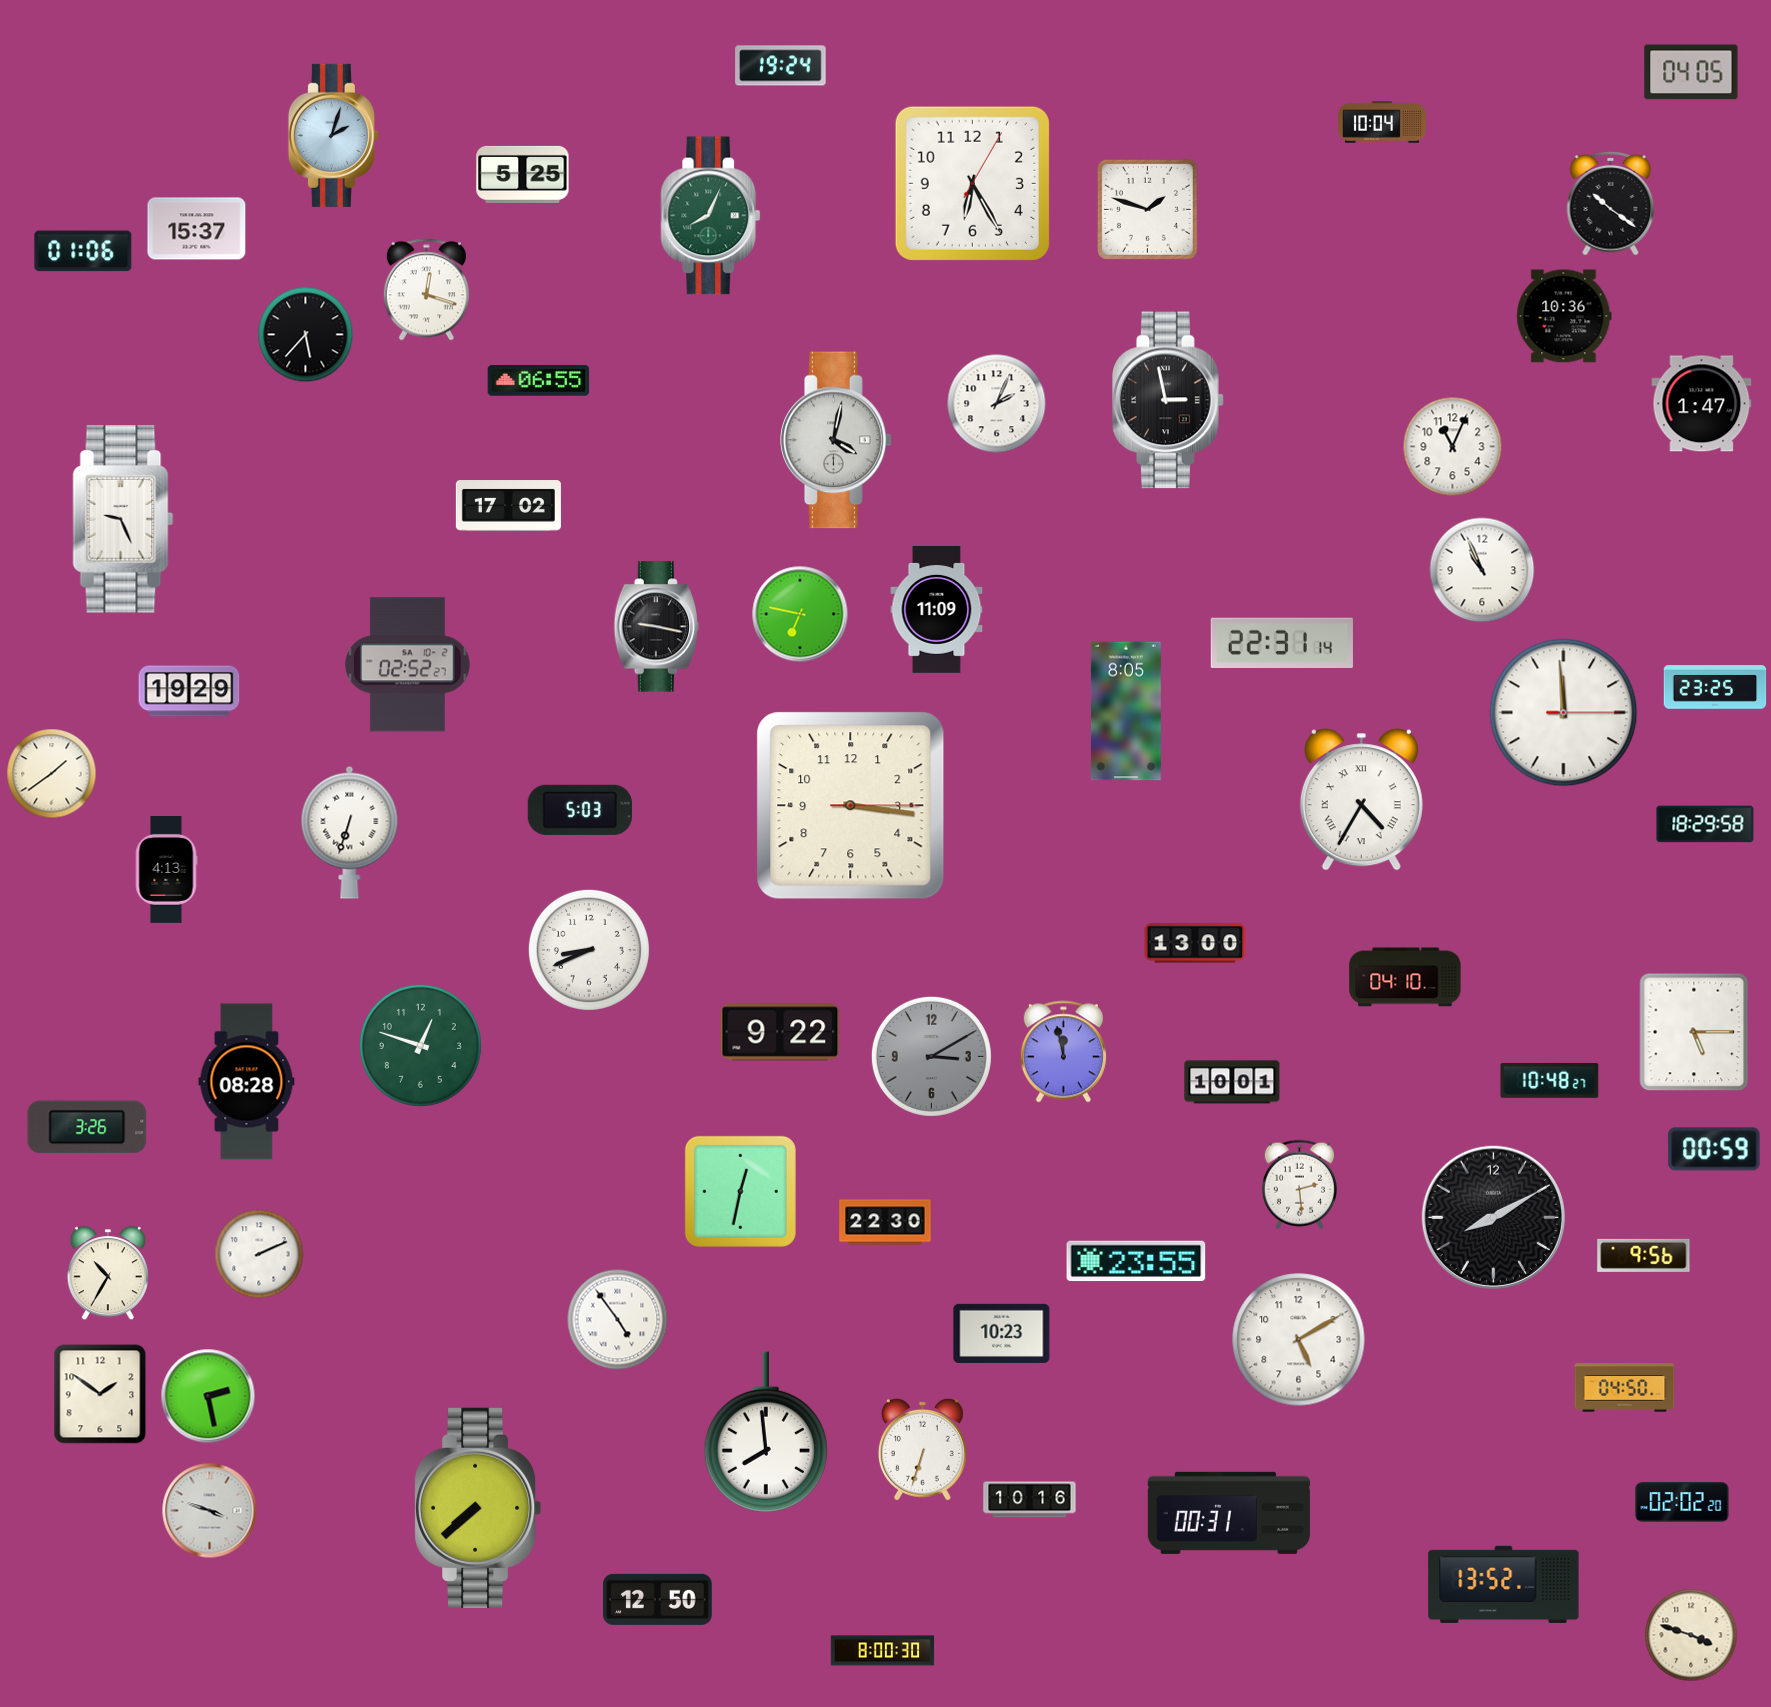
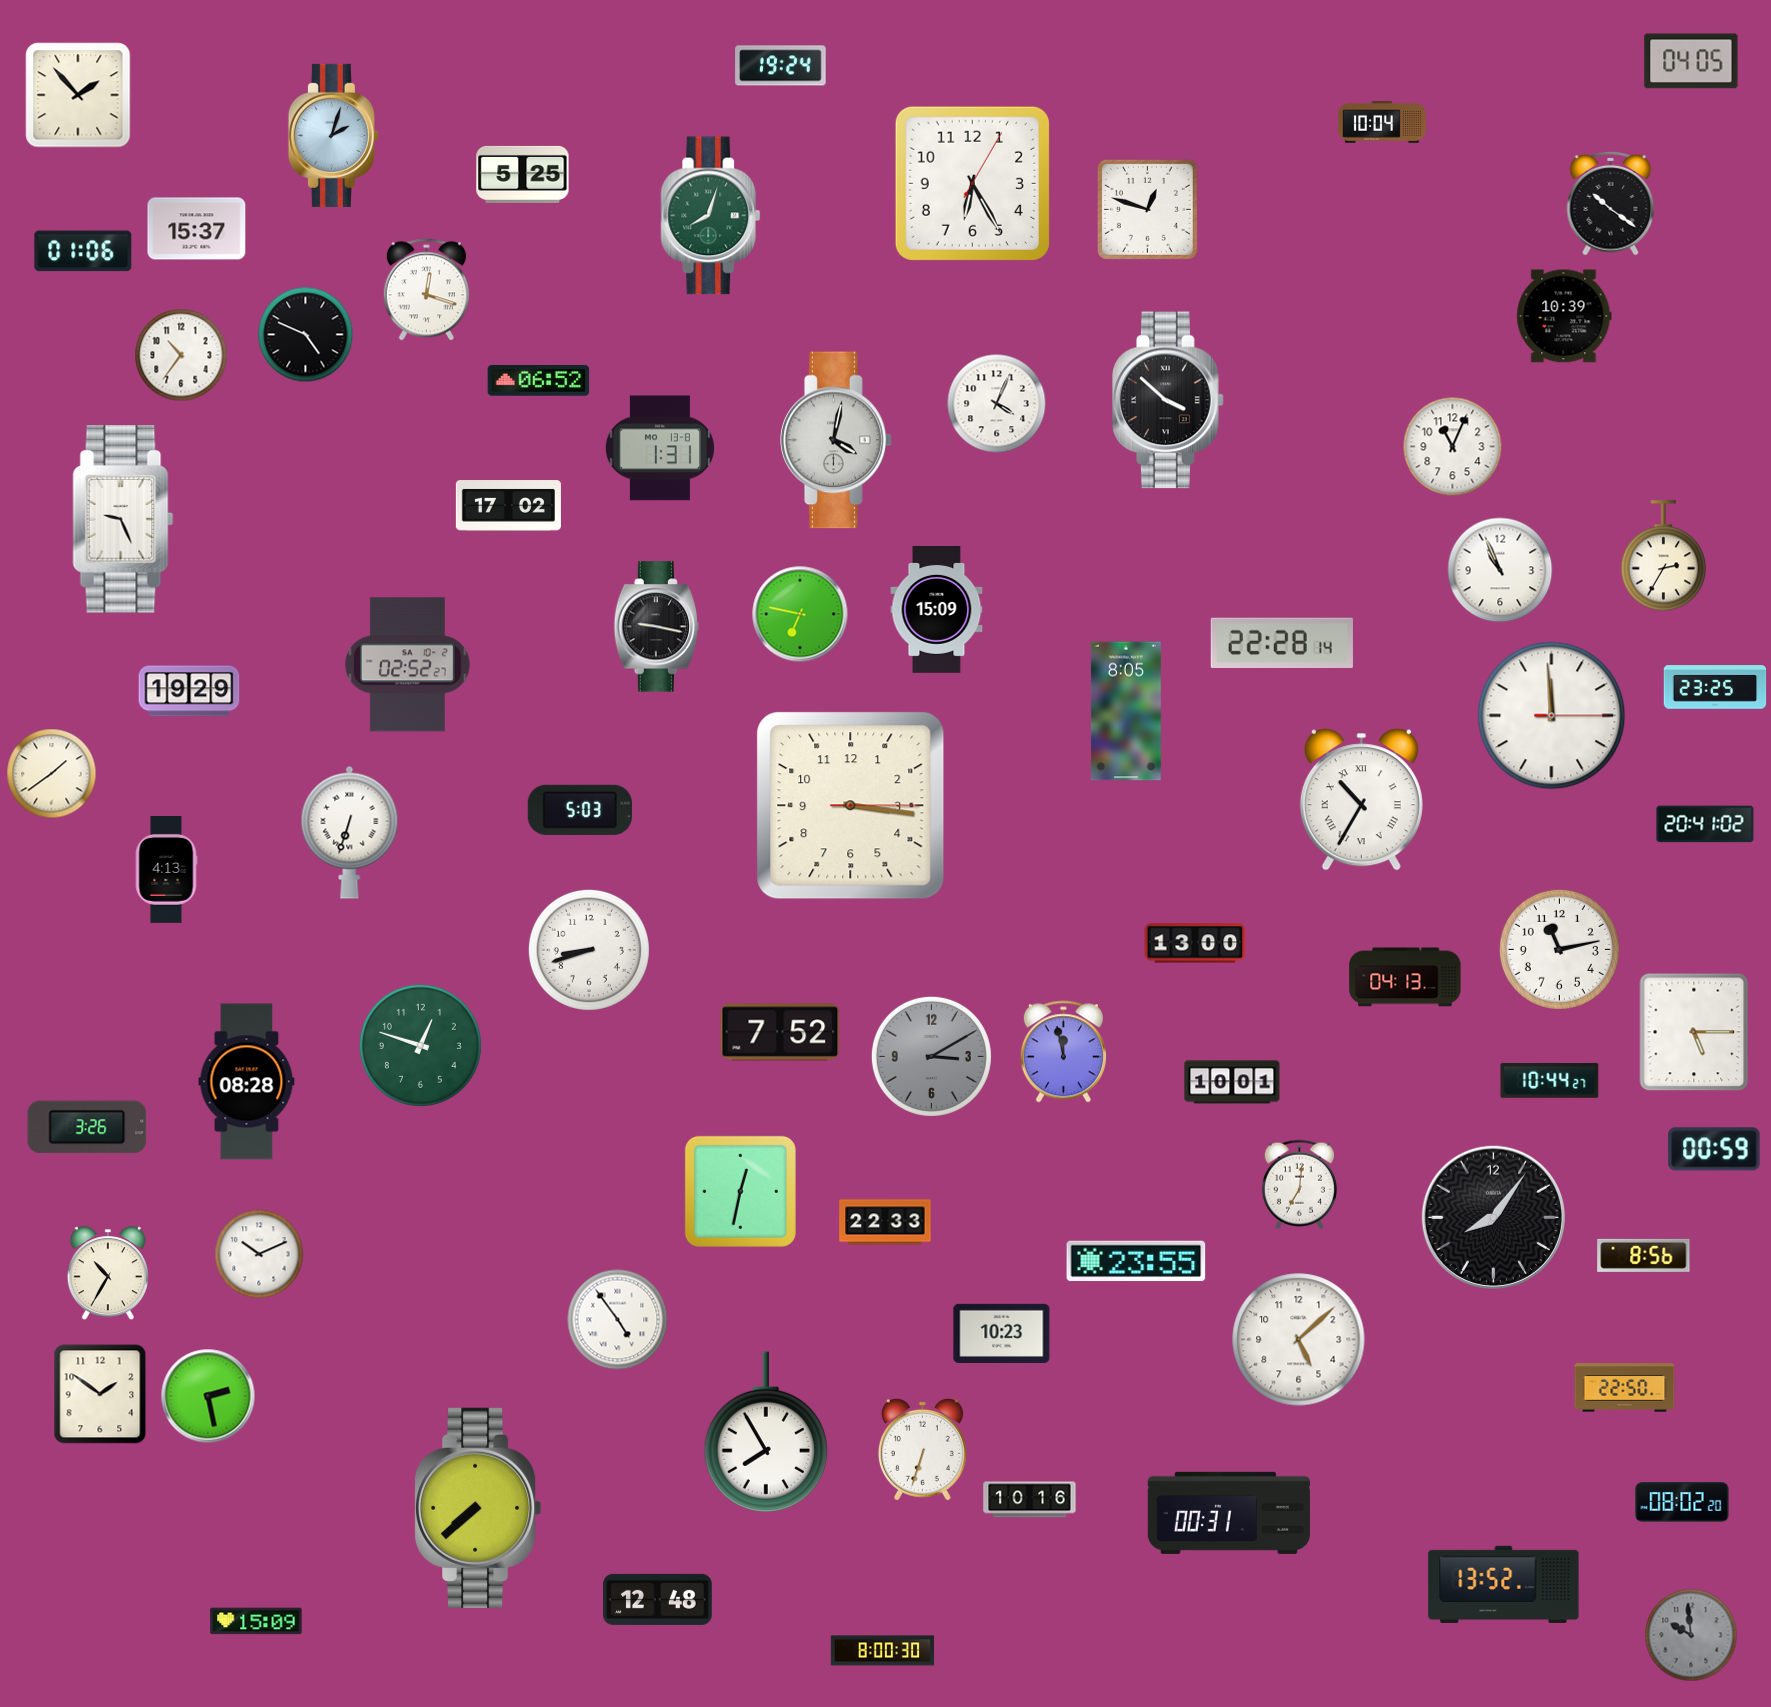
clock at (1691, 72) position: (1691, 72) -> (1691, 61)
clock at (78, 95): none -> 1:53
clock at (1147, 209): 1:48 -> 12:48
clock at (711, 216): 8:04 -> 8:03
clock at (1564, 316): 10:36 -> 10:39
clock at (306, 335): 5:37 -> 4:49
clock at (181, 355): none -> 10:36
clock at (539, 381): 06:55 -> 06:52
clock at (1168, 400): 2:58 -> 3:52
clock at (997, 404): 2:04 -> 4:04
clock at (1702, 404): 1:47 -> none
clock at (660, 448): none -> 1:31
clock at (1664, 556): none -> 2:35
clock at (1482, 570) position: (1482, 570) -> (1500, 570)
clock at (937, 610): 11:09 -> 15:09
clock at (1282, 642): 22:31 -> 22:28
clock at (1564, 713) position: (1564, 713) -> (1552, 716)
clock at (1361, 800): 4:35 -> 10:35
clock at (1705, 824): 18:29 -> 20:41
clock at (1559, 949): none -> 11:13
clock at (589, 950): 8:41 -> 8:42
clock at (1405, 977): 04:10 -> 04:13
clock at (780, 1032): 9:22 -> 7:52
clock at (1550, 1080): 10:48 -> 10:44
clock at (1299, 1185): 2:29 -> 7:01
clock at (1493, 1217): 8:10 -> 8:06
clock at (885, 1222): 22:30 -> 22:33
clock at (259, 1254): 2:11 -> 10:11
clock at (1644, 1255): 9:56 -> 8:56
clock at (1299, 1340): 5:10 -> 5:08
clock at (1625, 1388): 04:50 -> 22:50
clock at (766, 1432): 7:59 -> 7:55
clock at (1682, 1502): 02:02 -> 08:02
clock at (210, 1511): 3:48 -> none
clock at (658, 1599): 12:50 -> 12:48
clock at (256, 1621): none -> 15:09
clock at (1691, 1635): 3:48 -> 9:59
clock at (1691, 1635) dial: cream -> grey
